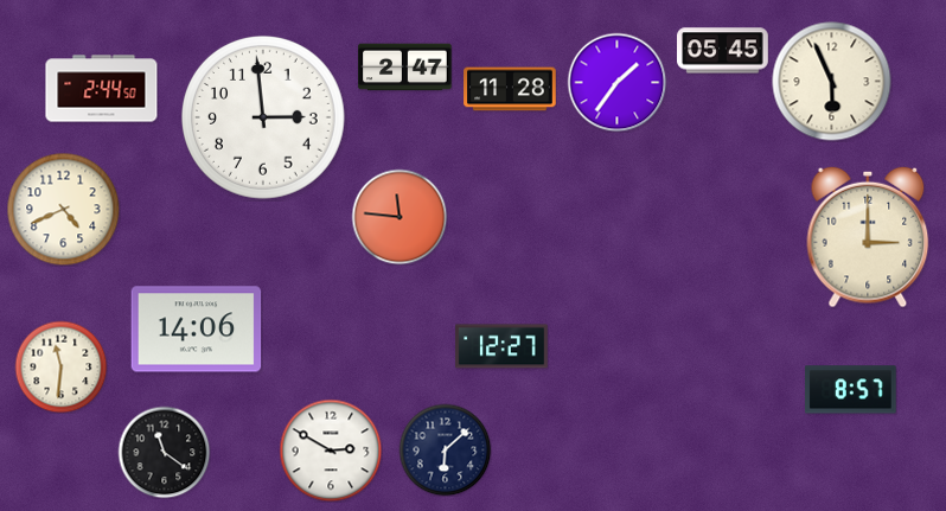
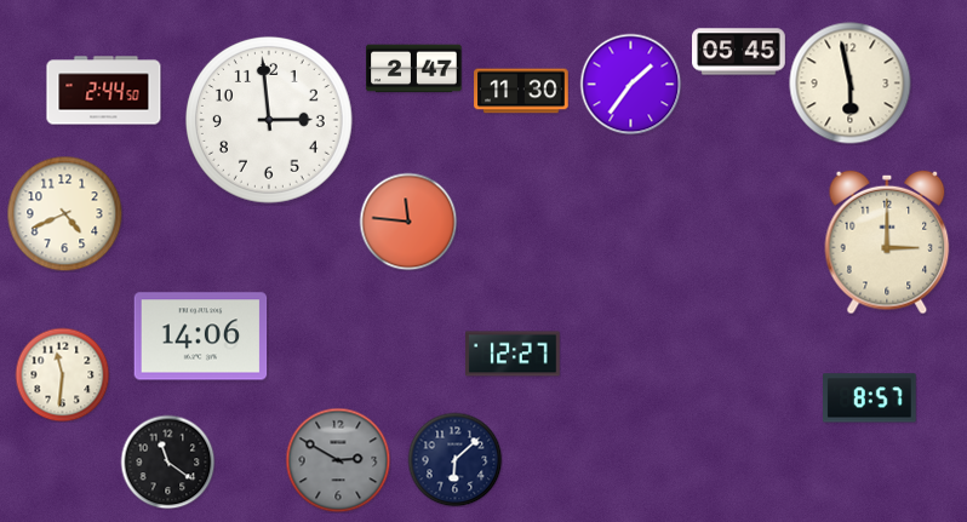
clock at (832, 82): 5:56 -> 5:58
clock at (510, 89): 11:28 -> 11:30
clock at (331, 451) dial: white -> grey
